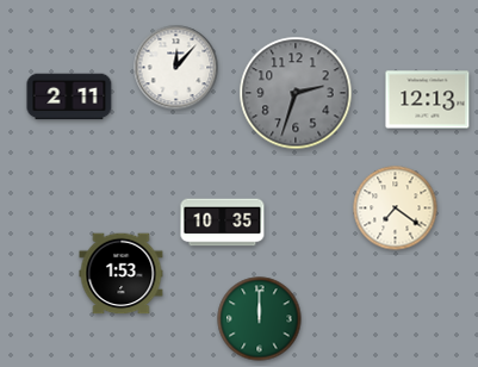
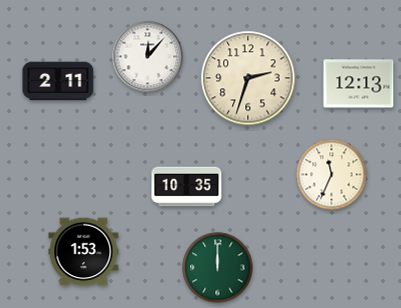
clock at (296, 93) dial: grey -> cream
clock at (396, 209): 7:21 -> 11:34
clock at (122, 274) position: (122, 274) -> (84, 252)
